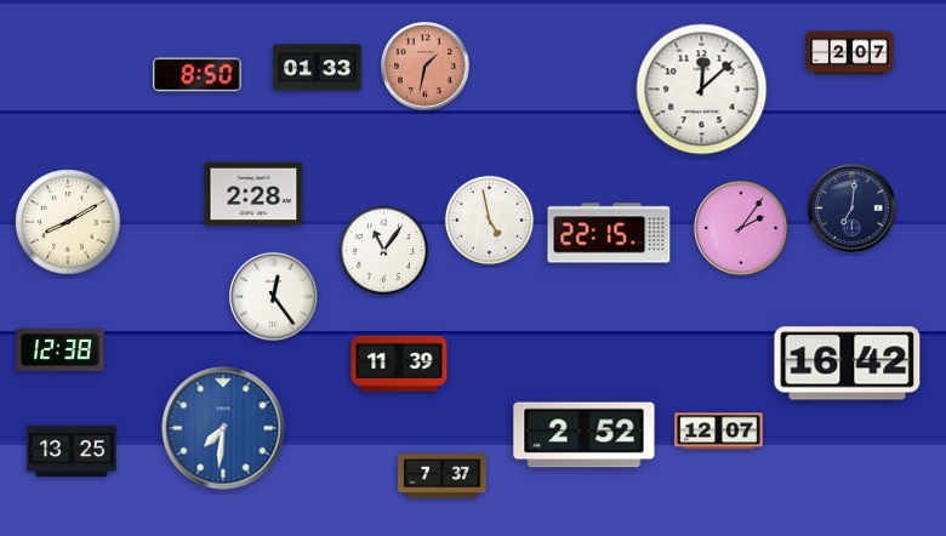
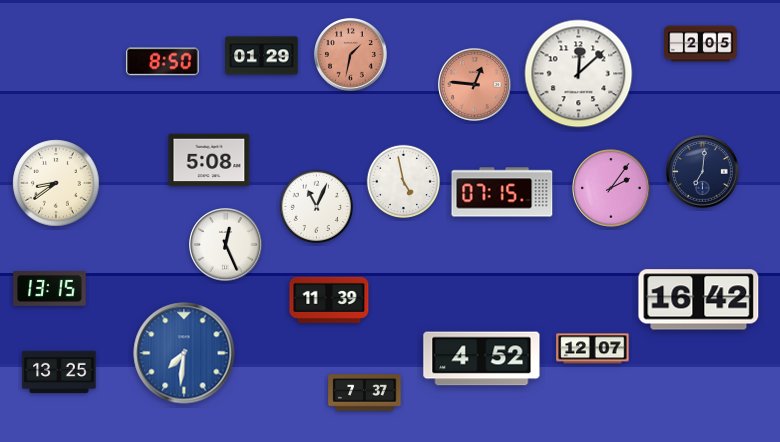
clock at (850, 53): 2:07 -> 2:05
clock at (318, 68): 01:33 -> 01:29
clock at (475, 85): none -> 12:46
clock at (253, 194): 2:28 -> 5:08
clock at (68, 222): 8:10 -> 8:39
clock at (609, 233): 22:15 -> 07:15
clock at (383, 250): 11:06 -> 11:04
clock at (274, 297): 12:24 -> 12:26
clock at (61, 350): 12:38 -> 13:15
clock at (719, 432) position: (719, 432) -> (593, 349)
clock at (585, 435): 2:52 -> 4:52
